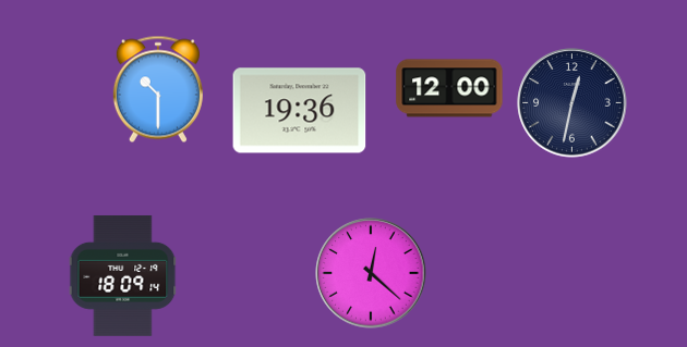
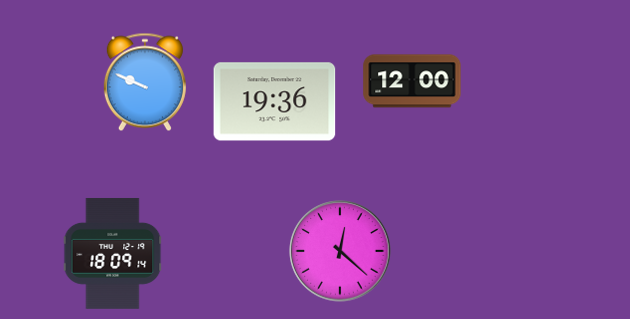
clock at (158, 89): 10:30 -> 9:49
clock at (572, 103): 12:32 -> none
